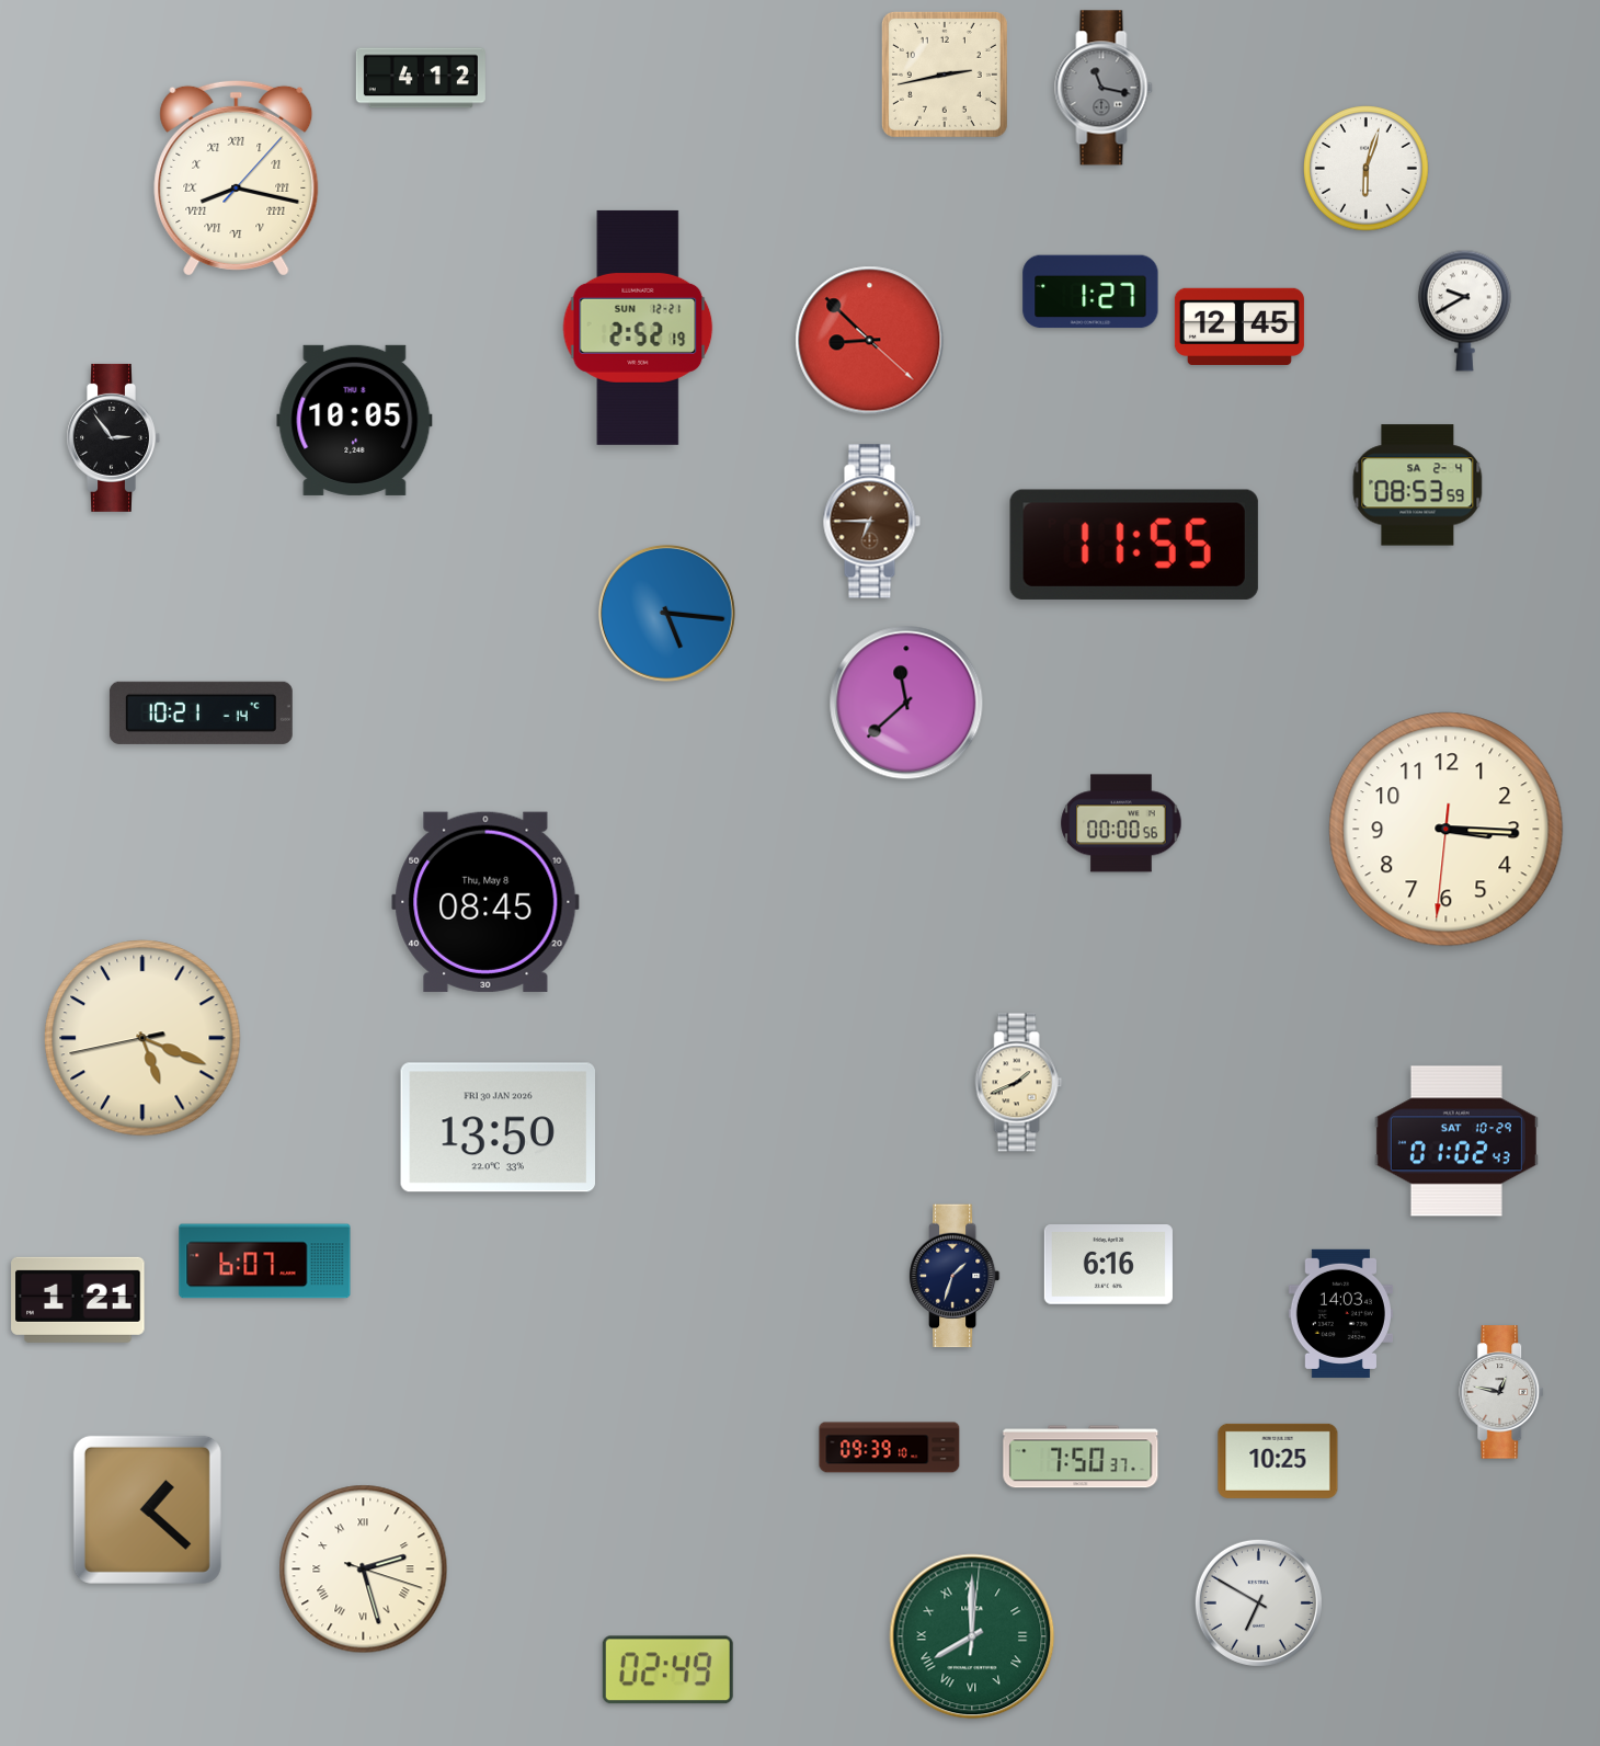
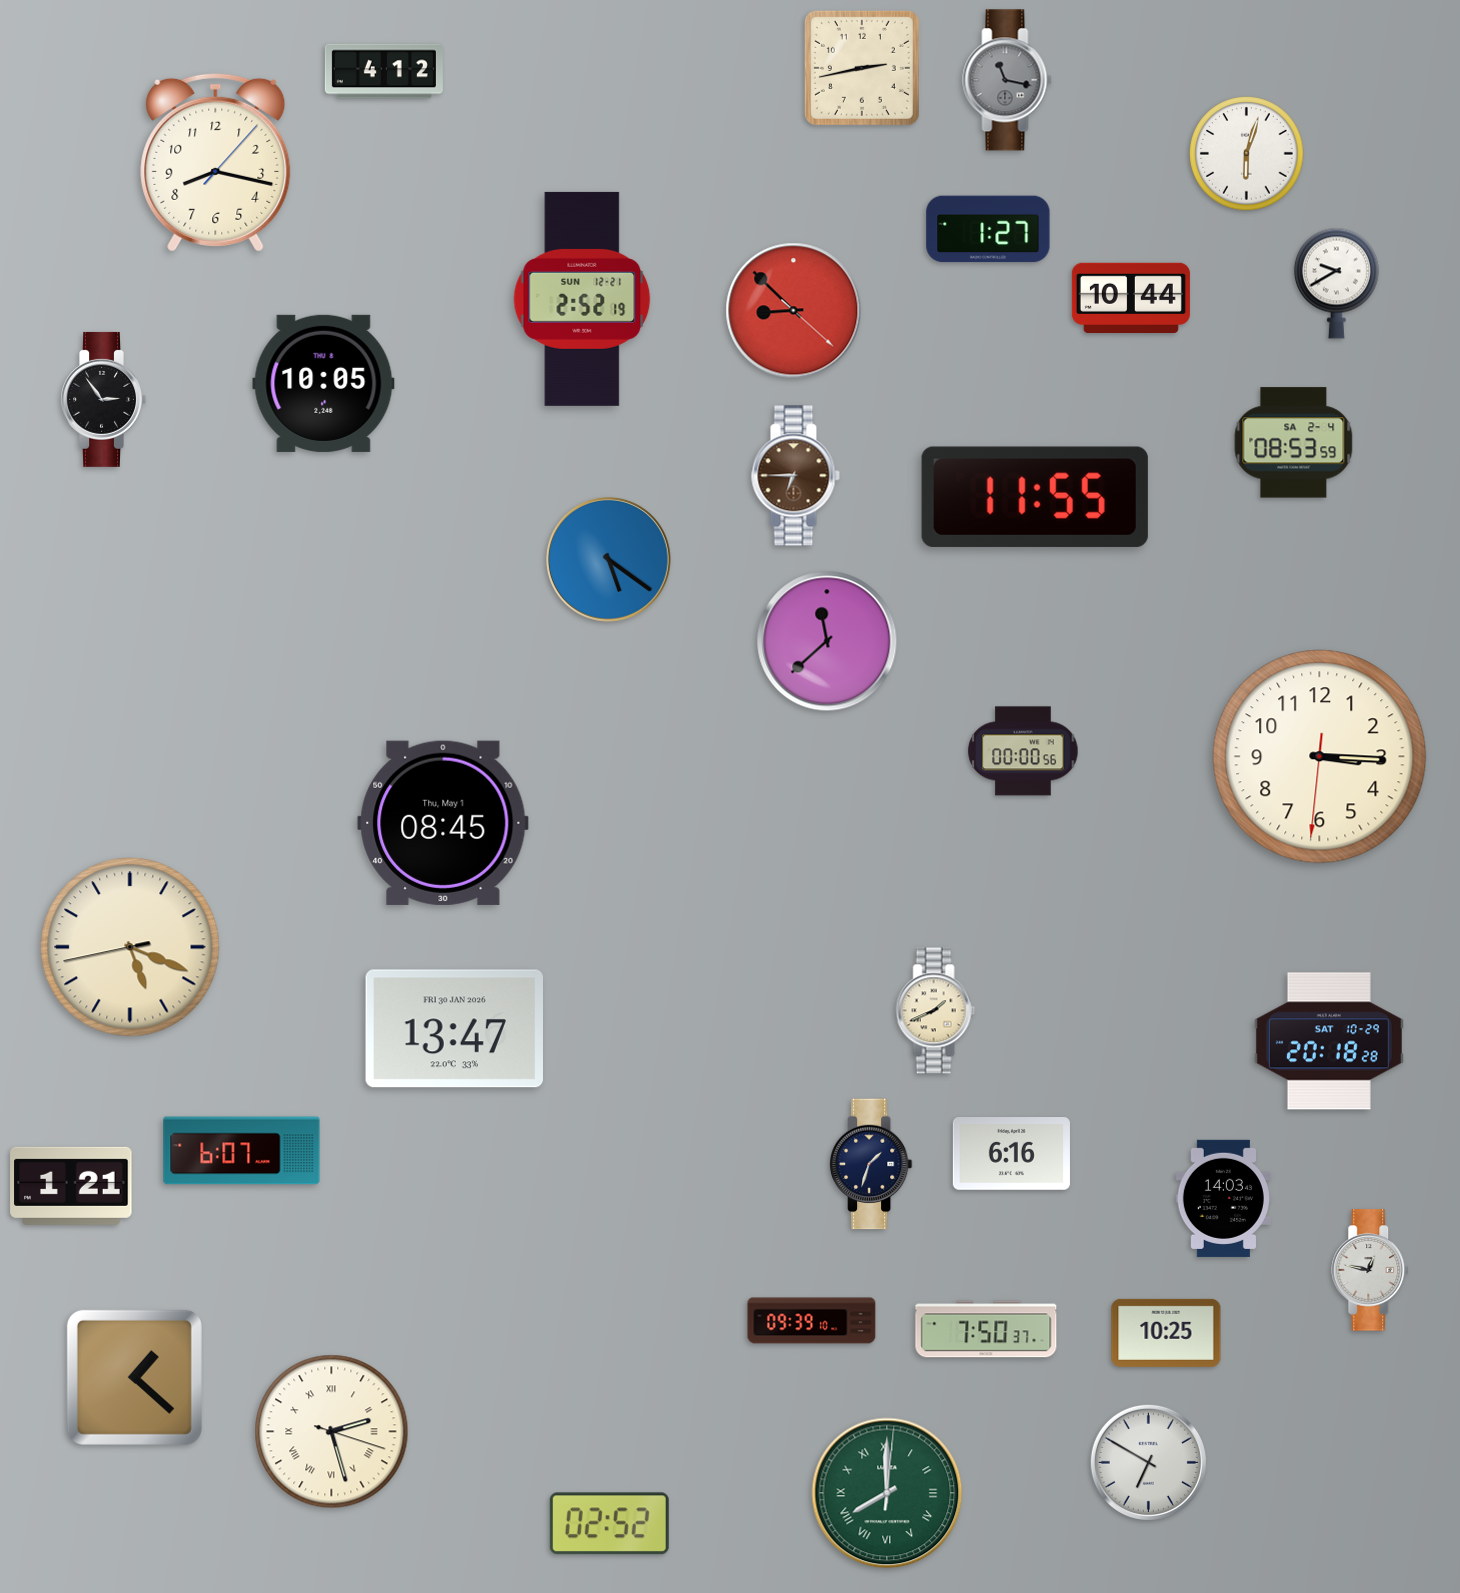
clock at (237, 178) numerals: Roman -> Arabic
clock at (1090, 292) position: (1090, 292) -> (988, 229)
clock at (1239, 326): 12:45 -> 10:44
clock at (666, 613): 5:16 -> 5:21
clock at (201, 712): 10:21 -> none
clock at (485, 902) date: Thu, May 8 -> Thu, May 1
clock at (1019, 1083) position: (1019, 1083) -> (936, 1011)
clock at (498, 1128): 13:50 -> 13:47
clock at (1456, 1141): 01:02 -> 20:18
clock at (667, 1670): 02:49 -> 02:52
